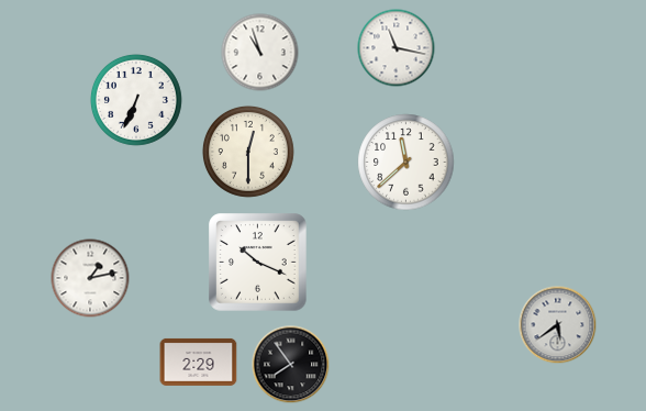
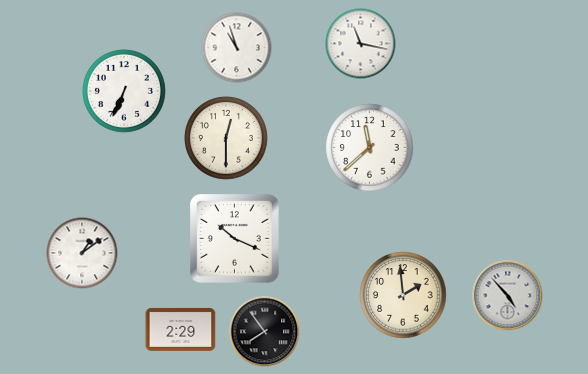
clock at (90, 278): 1:13 -> 1:09
clock at (403, 295): none -> 1:59
clock at (558, 325): 5:39 -> 4:53
